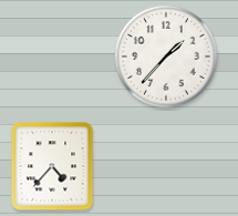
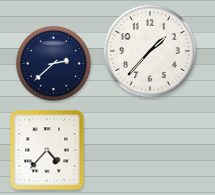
clock at (53, 63): none -> 2:38
